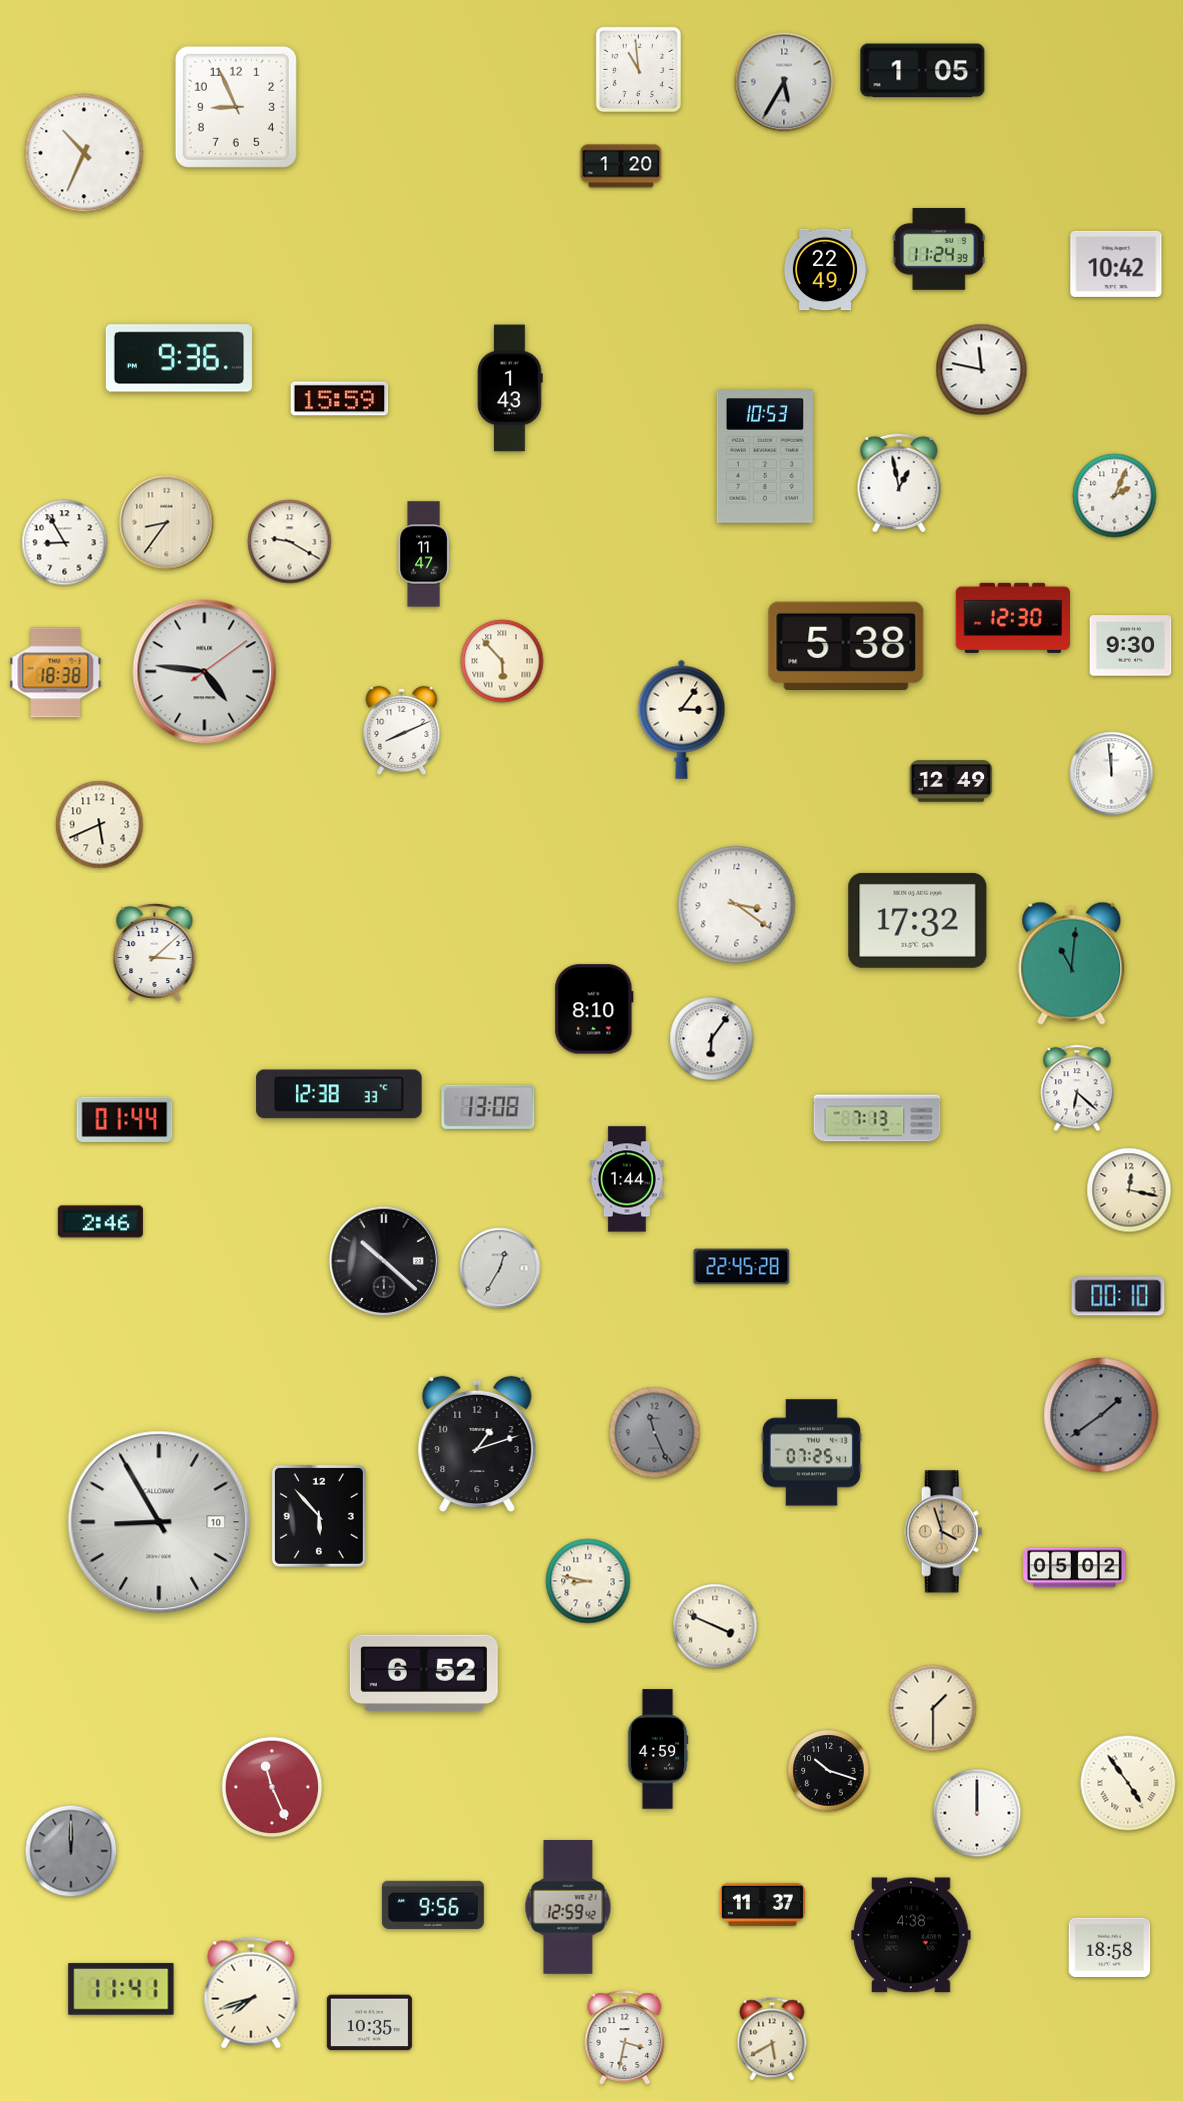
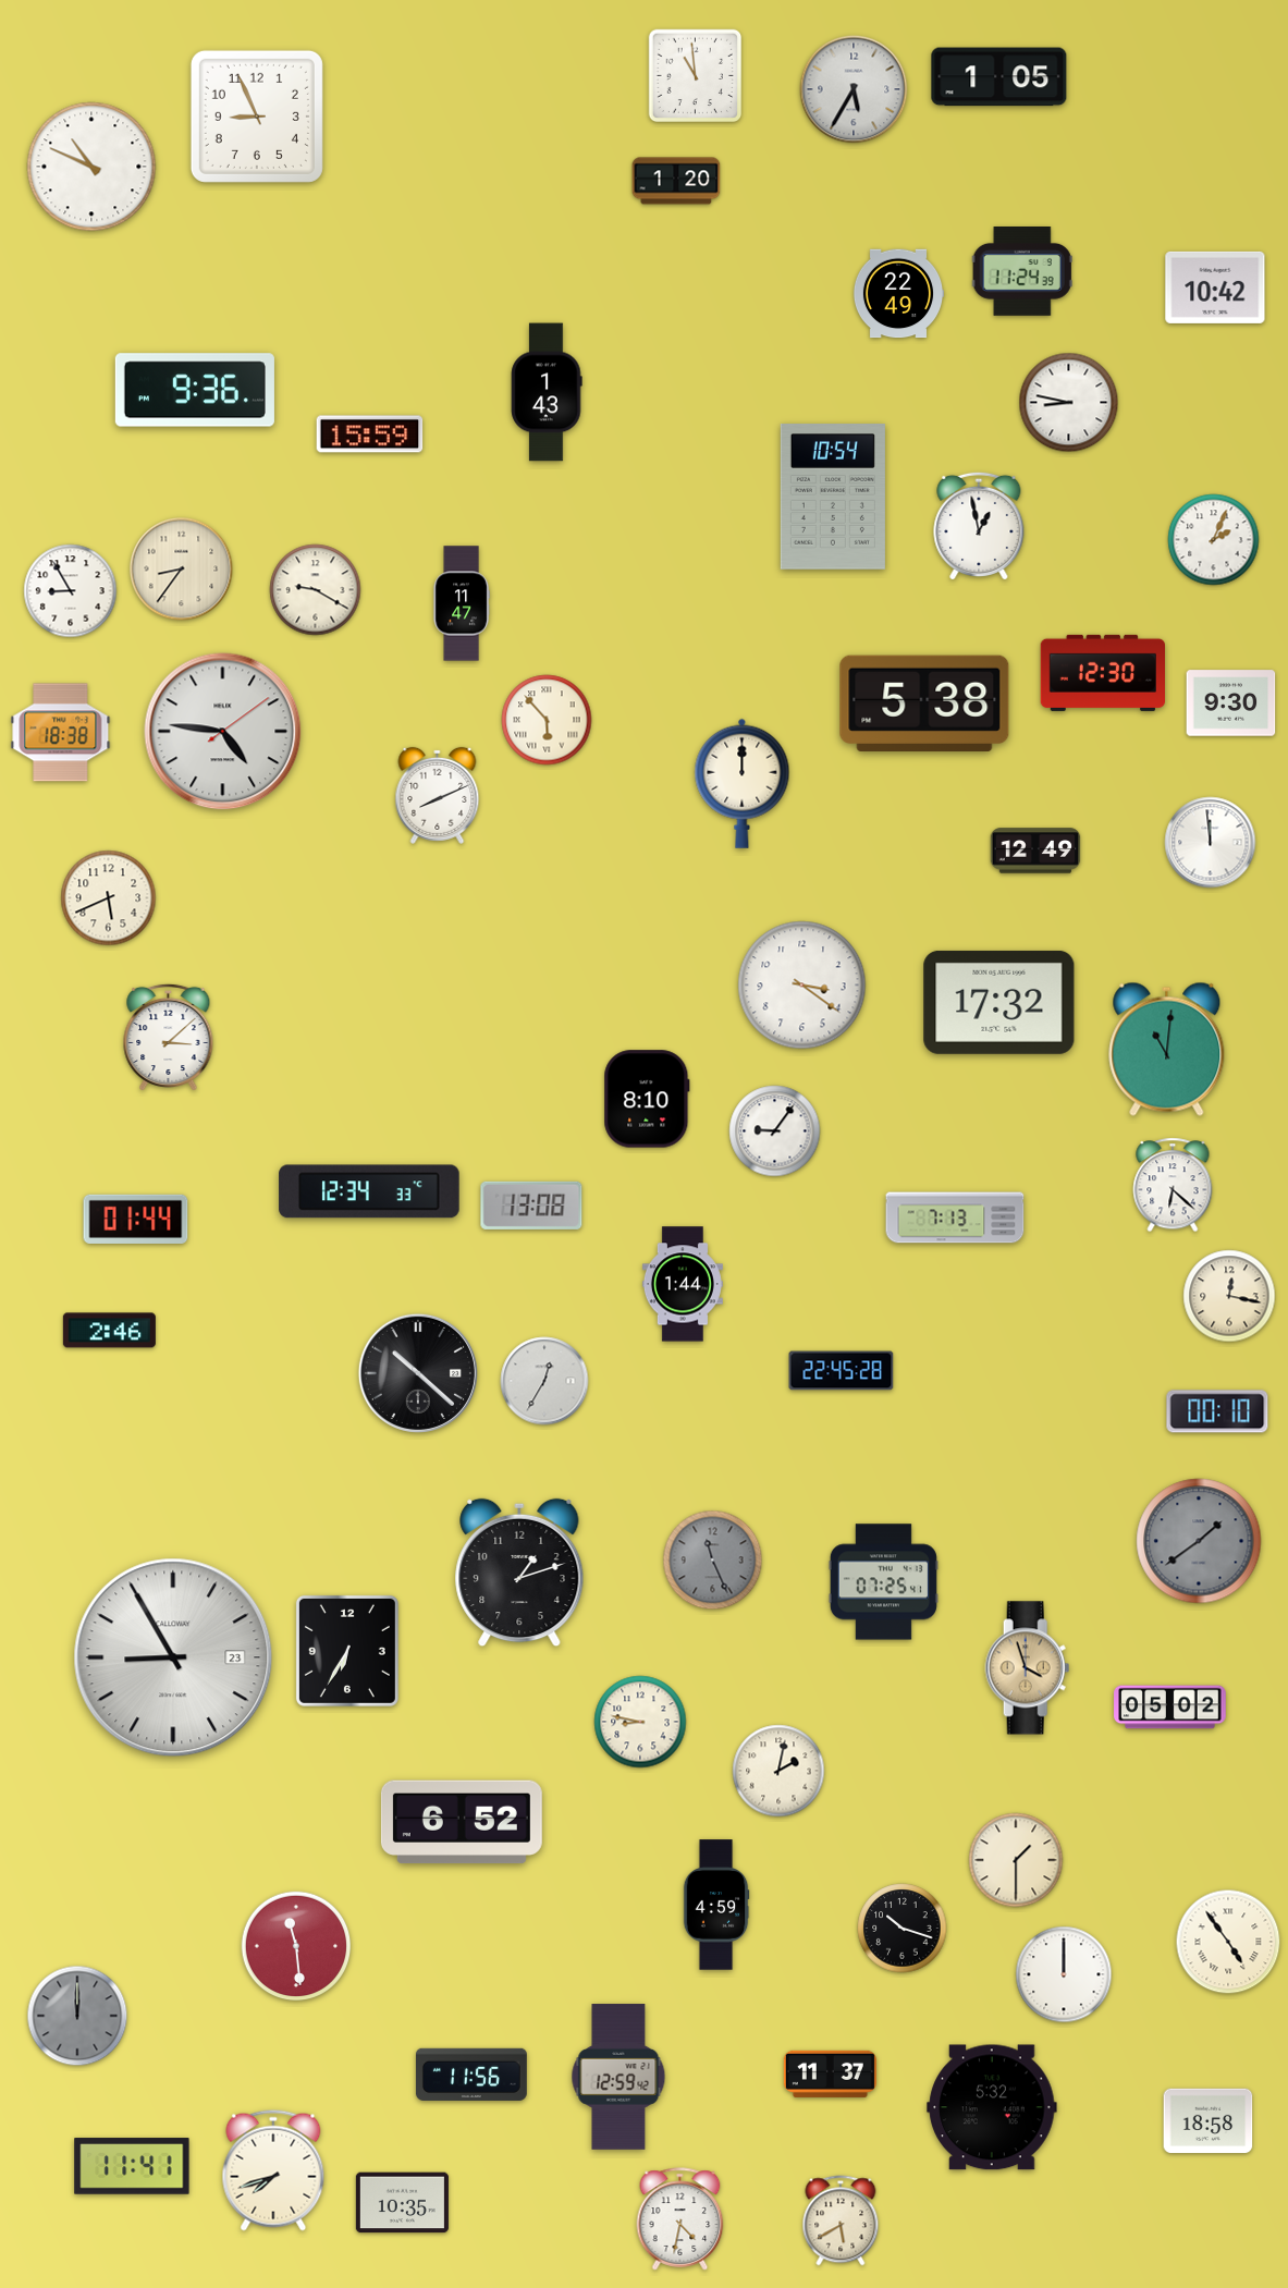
clock at (923, 71) position: (923, 71) -> (999, 77)
clock at (84, 153): 10:34 -> 10:49
clock at (982, 370): 11:47 -> 8:47
clock at (510, 388) position: (510, 388) -> (547, 392)
clock at (765, 457): 10:53 -> 10:54
clock at (846, 645) position: (846, 645) -> (924, 702)
clock at (682, 719): 3:06 -> 12:00
clock at (712, 1039): 6:06 -> 9:06
clock at (339, 1094): 12:38 -> 12:34
clock at (742, 1267) position: (742, 1267) -> (842, 1371)
clock at (319, 1516): 5:53 -> 6:35
clock at (159, 1522) date: 10 -> 23
clock at (715, 1626): 3:49 -> 2:02
clock at (272, 1787): 11:26 -> 11:29
clock at (433, 1905): 9:56 -> 11:56
clock at (911, 1935): 4:38 -> 5:32
clock at (625, 2038): 3:32 -> 4:32
